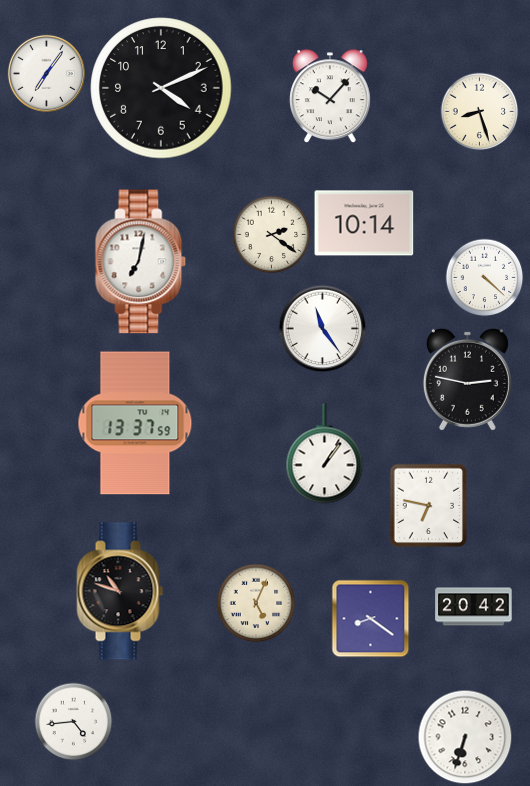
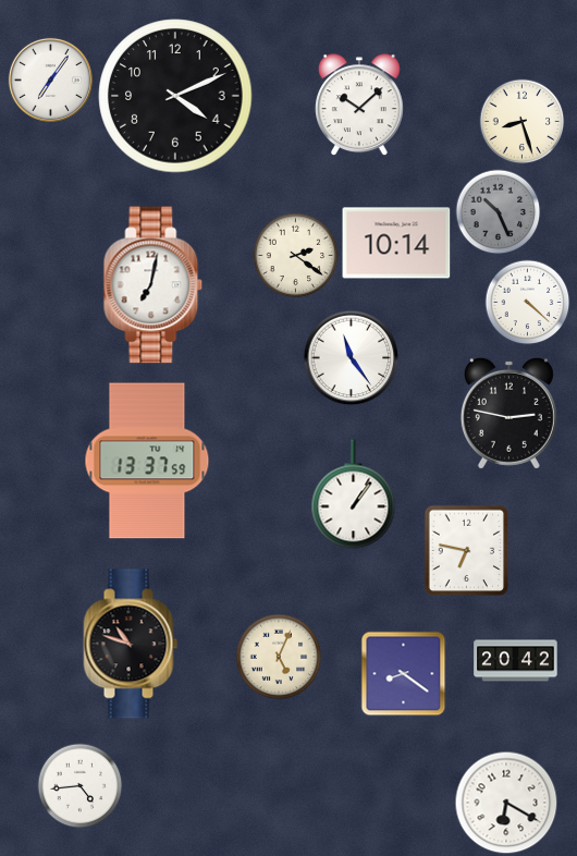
clock at (331, 96): 10:07 -> 10:08
clock at (498, 211): none -> 10:26
clock at (465, 737): 6:33 -> 6:20
